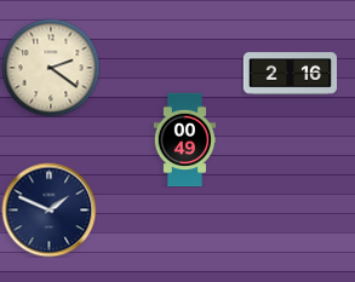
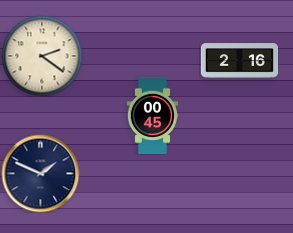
clock at (184, 139): 00:49 -> 00:45
